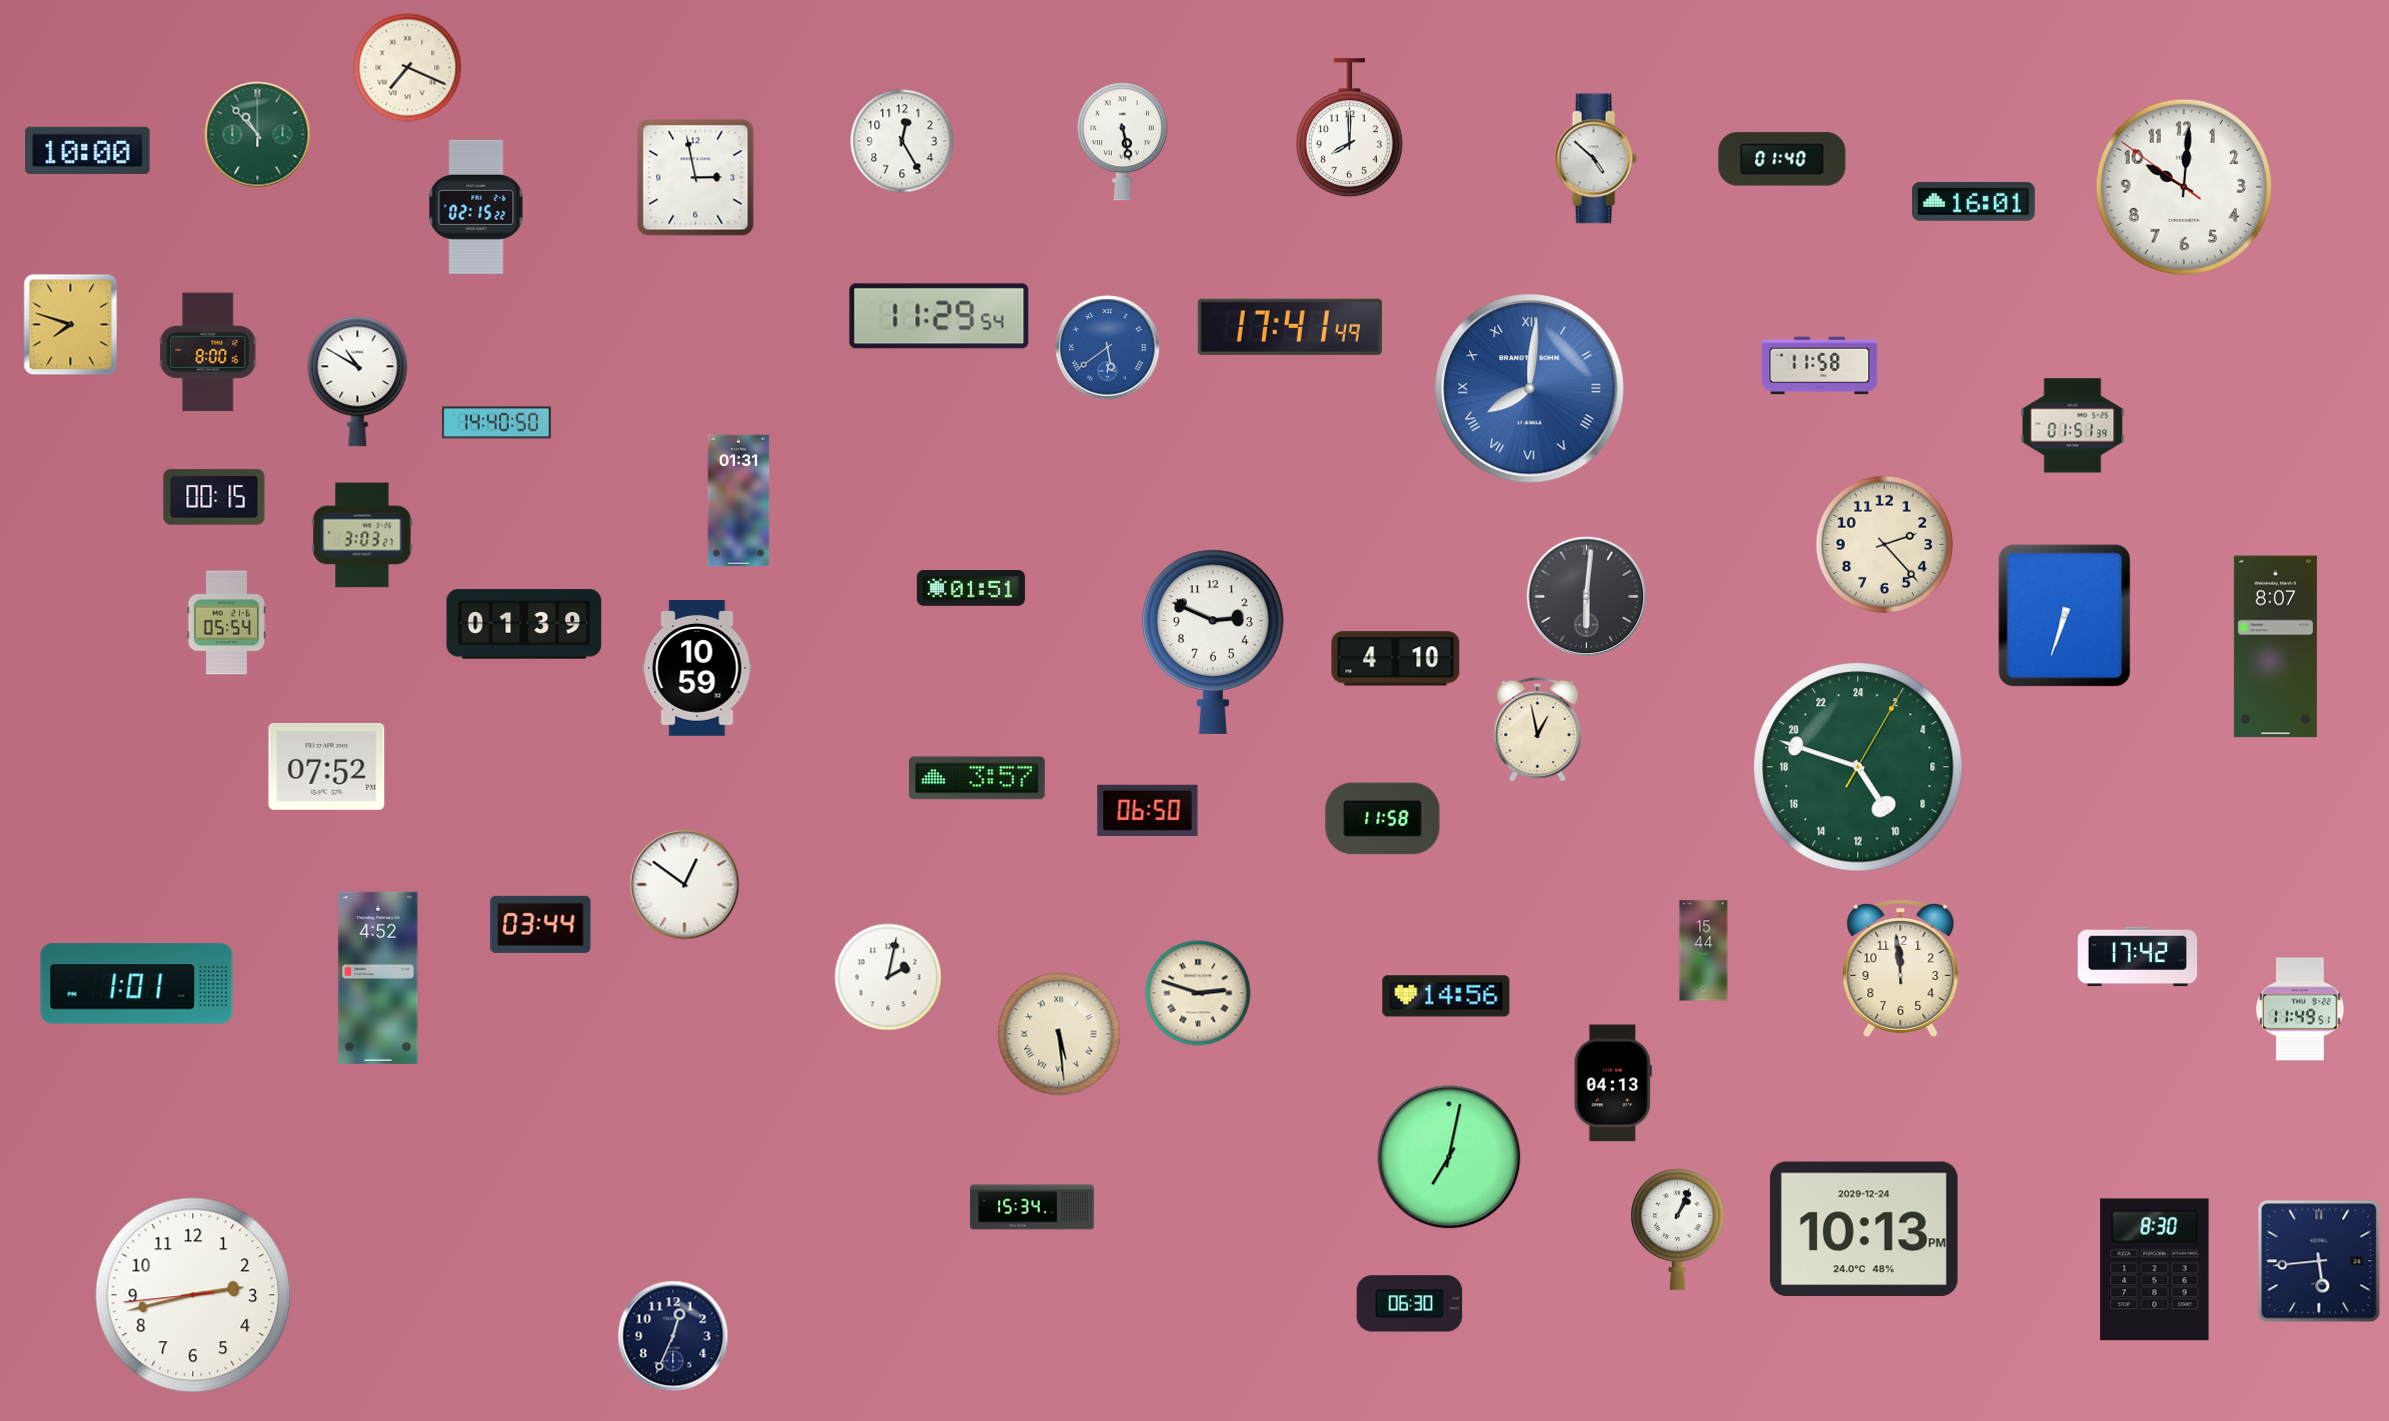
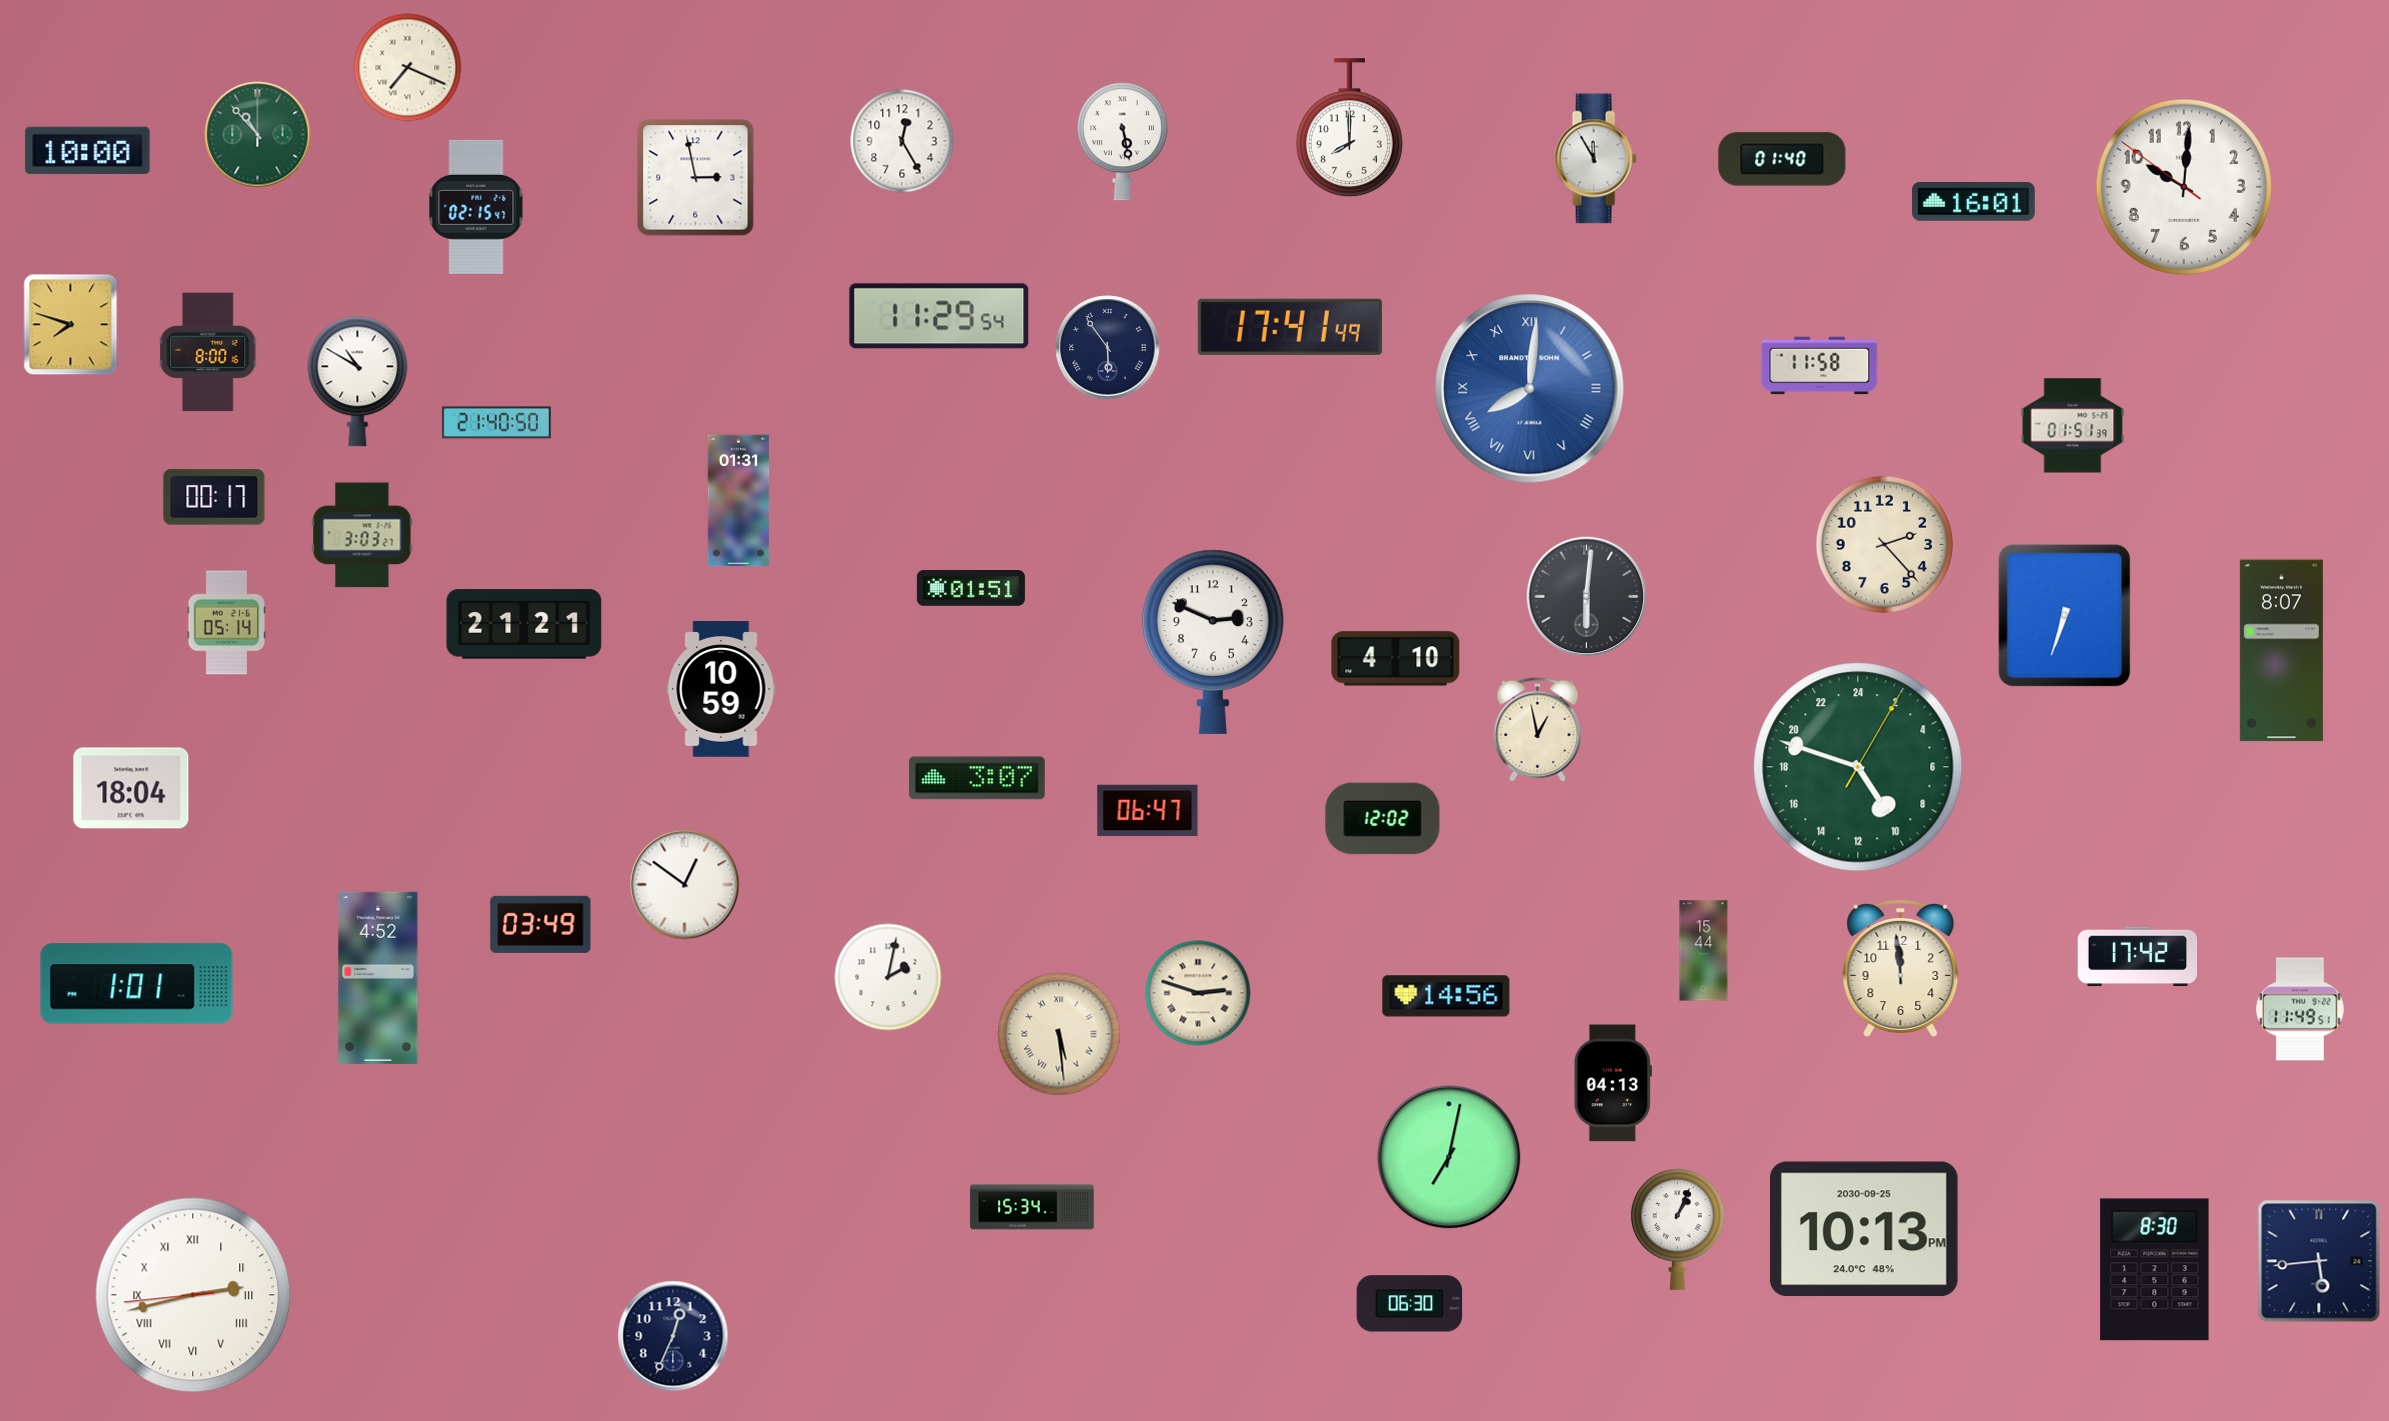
clock at (1595, 159): 4:52 -> 11:55
clock at (476, 207): 02:15:22 -> 02:15:47
clock at (1108, 348): 5:39 -> 5:54
clock at (1108, 348) dial: blue -> navy
clock at (496, 423): 14:40 -> 21:40
clock at (214, 497): 00:15 -> 00:17
clock at (226, 623): 05:54 -> 05:14
clock at (524, 624): 01:39 -> 21:21
clock at (2275, 647) position: (2275, 647) -> (2281, 651)
clock at (697, 669) position: (697, 669) -> (721, 690)
clock at (327, 766): 07:52 -> none
clock at (977, 778): 3:57 -> 3:07
clock at (131, 788): none -> 18:04
clock at (1148, 811): 06:50 -> 06:47
clock at (1383, 819): 11:58 -> 12:02
clock at (541, 924): 03:44 -> 03:49
clock at (1864, 1229) date: 2029-12-24 -> 2030-09-25
clock at (193, 1295) numerals: Arabic -> Roman
